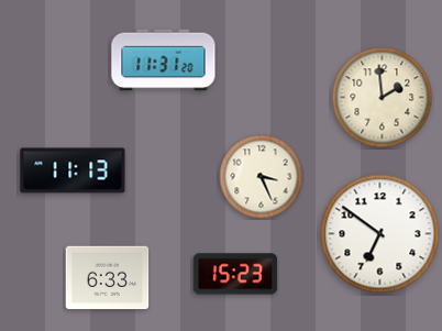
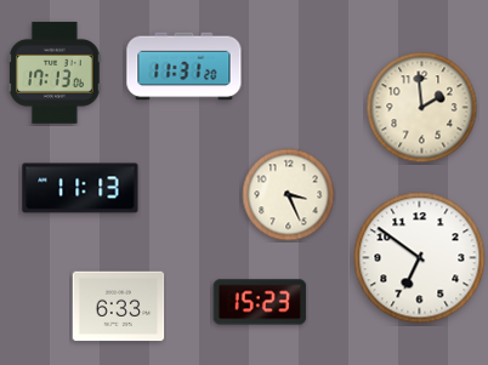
clock at (164, 60) position: (164, 60) -> (185, 67)
clock at (55, 73): none -> 17:13
